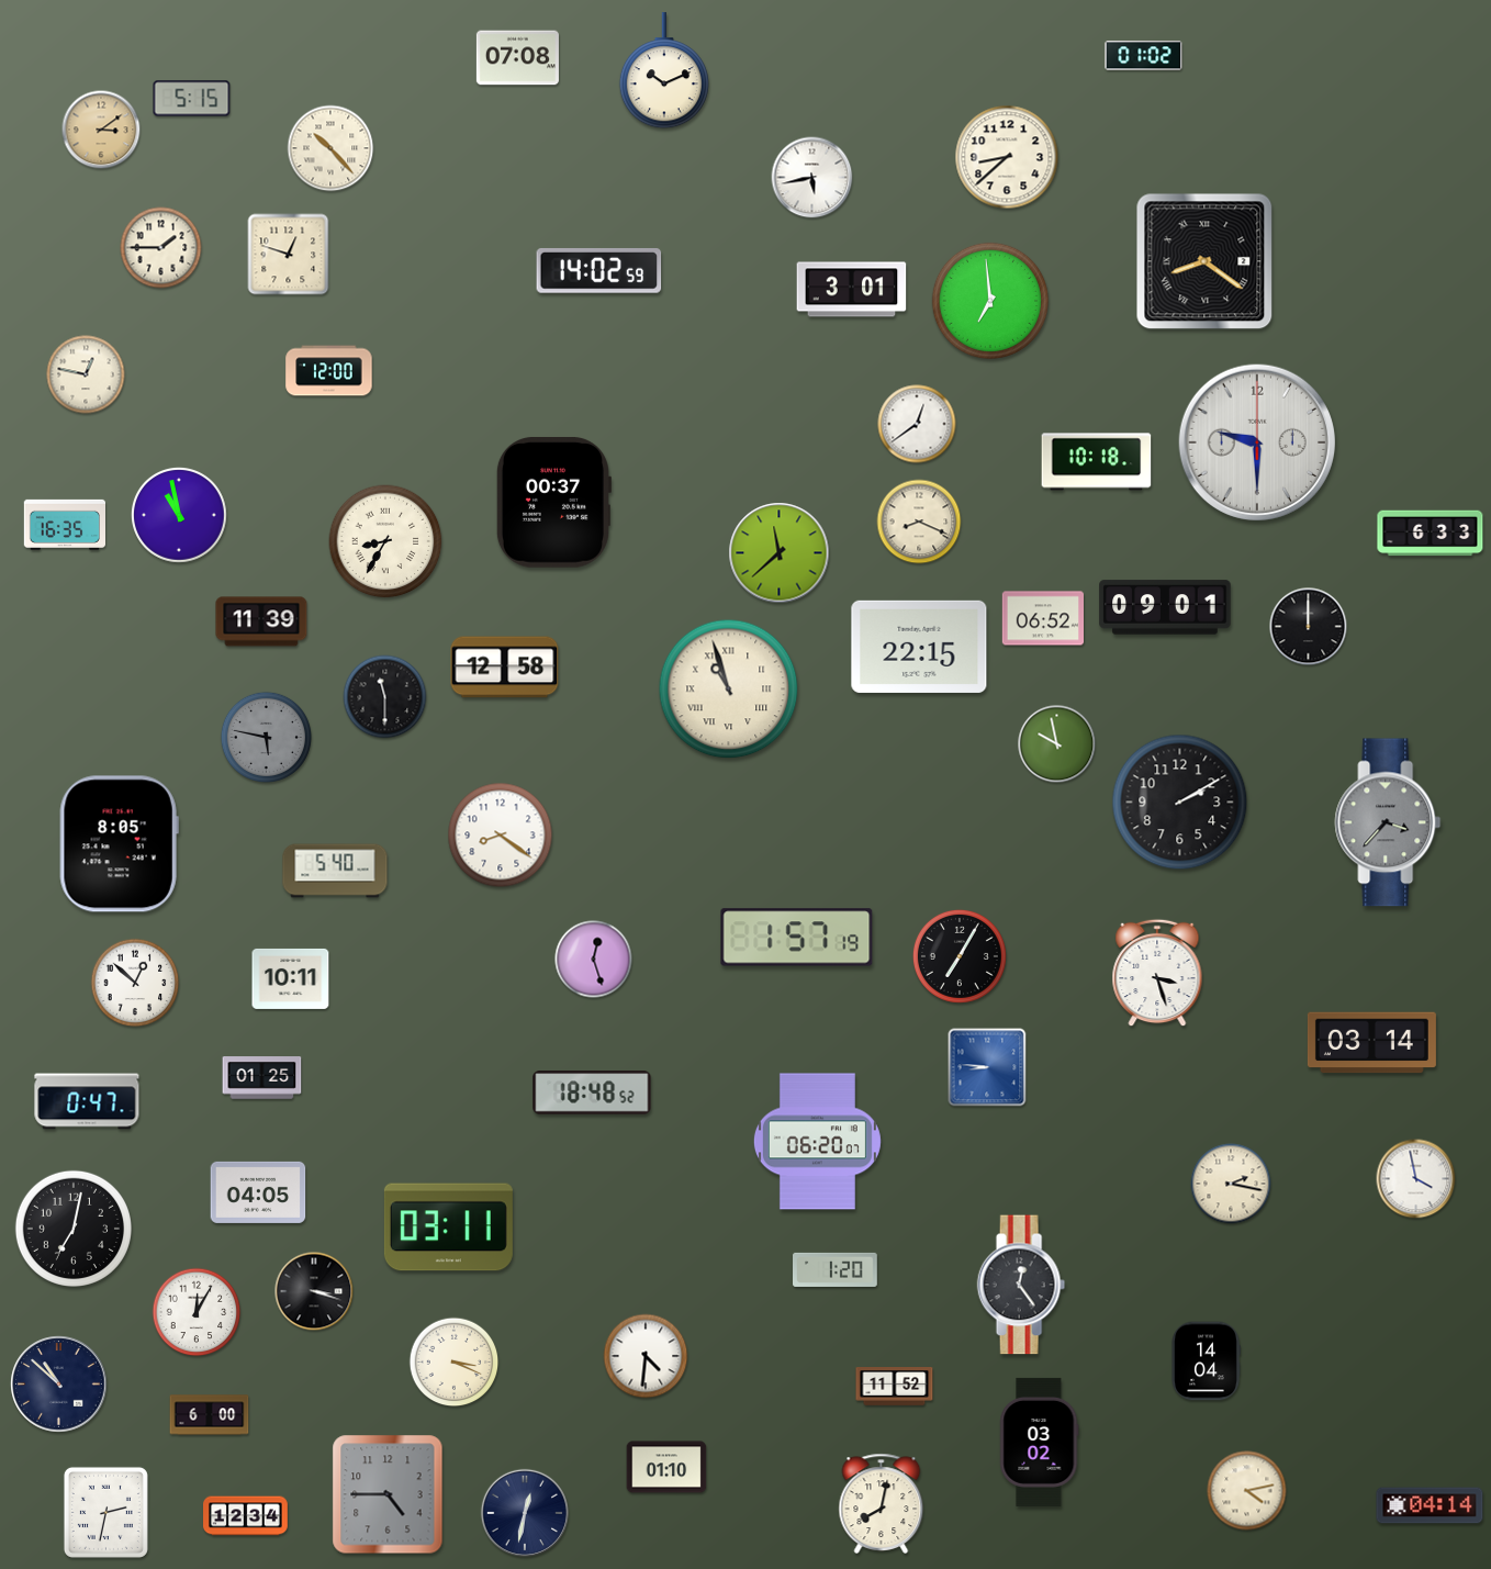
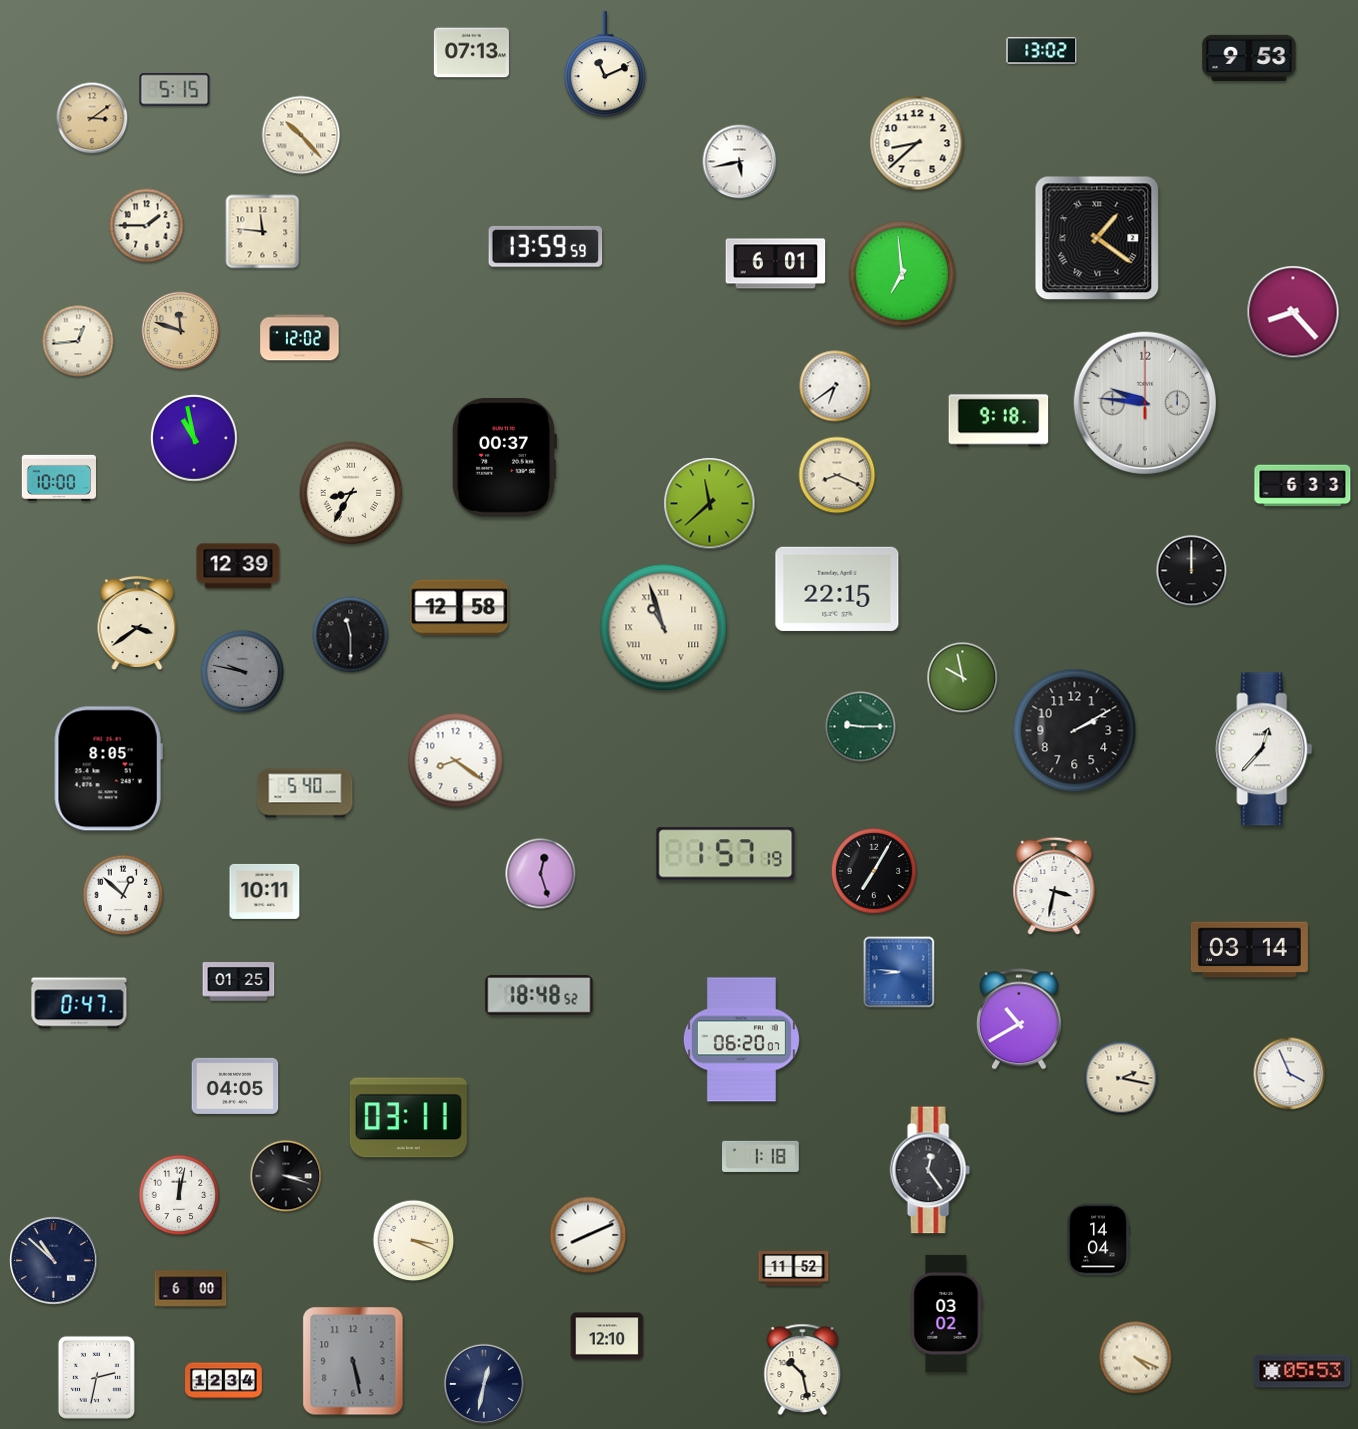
clock at (1144, 56): 01:02 -> 13:02
clock at (517, 58): 07:08 -> 07:13
clock at (1249, 58): none -> 9:53
clock at (664, 71): 10:11 -> 11:11
clock at (289, 255): 12:48 -> 11:46
clock at (1204, 261): 8:21 -> 1:21
clock at (599, 270): 14:02 -> 13:59
clock at (852, 290): 3:01 -> 6:01
clock at (1293, 312): none -> 8:23
clock at (181, 331): none -> 11:48
clock at (329, 371): 12:00 -> 12:02
clock at (86, 374): 12:47 -> 12:44
clock at (917, 424): 12:39 -> 6:39
clock at (1256, 441): 9:30 -> 9:46
clock at (1097, 462): 10:18 -> 9:18
clock at (180, 516) position: (180, 516) -> (195, 439)
clock at (64, 525): 16:35 -> 10:00
clock at (1165, 607): 09:01 -> none
clock at (1043, 618): 06:52 -> none
clock at (261, 621): 11:39 -> 12:39
clock at (137, 624): none -> 3:39
clock at (266, 737): 5:47 -> 9:47
clock at (861, 727): none -> 9:15
clock at (1388, 822): 3:37 -> 12:37
clock at (1388, 822) dial: grey -> white
clock at (1157, 973): 3:27 -> 3:32
clock at (1019, 1019): none -> 10:40
clock at (817, 1142) position: (817, 1142) -> (741, 1040)
clock at (1416, 1179): 3:58 -> 3:56
clock at (74, 1229): 7:02 -> none
clock at (836, 1269): 1:20 -> 1:18
clock at (197, 1312): 12:05 -> 12:02
clock at (646, 1356): 4:31 -> 8:11
clock at (895, 1387) position: (895, 1387) -> (794, 1269)
clock at (666, 1467): 01:10 -> 12:10
clock at (1247, 1491): 4:13 -> 4:19
clock at (388, 1494): 4:45 -> 5:28
clock at (882, 1503): 8:02 -> 10:28
clock at (1430, 1505): 04:14 -> 05:53
clock at (524, 1512) position: (524, 1512) -> (483, 1383)
